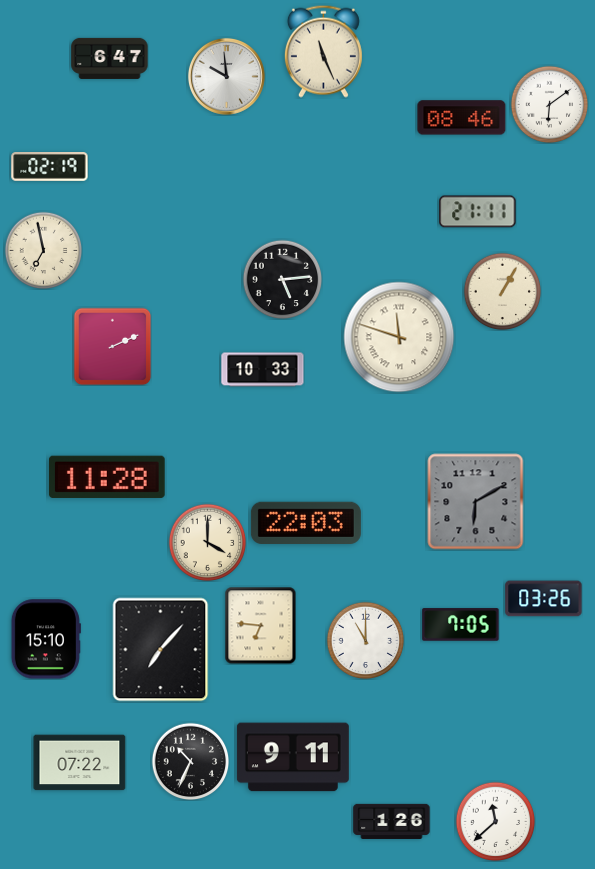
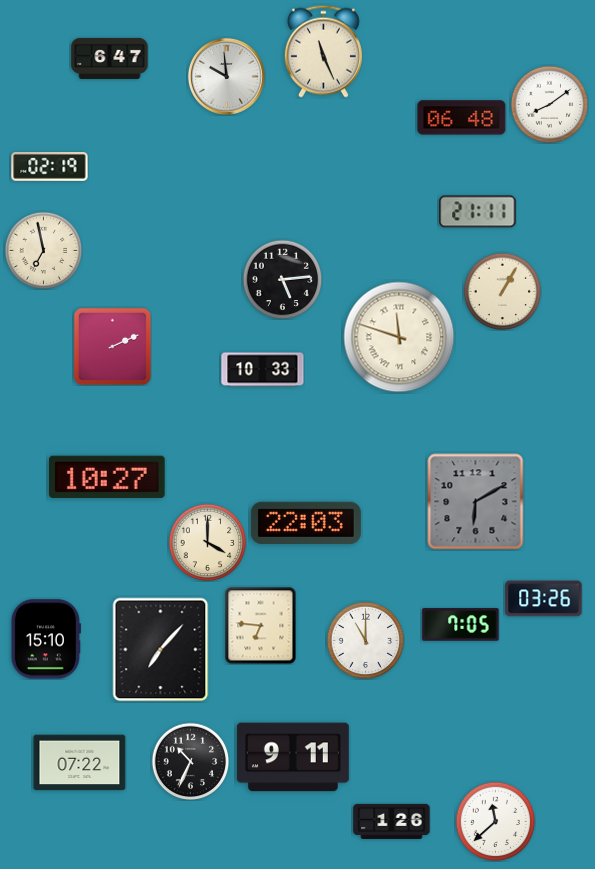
clock at (549, 104): 6:09 -> 8:09
clock at (462, 118): 08:46 -> 06:48
clock at (108, 476): 11:28 -> 10:27
